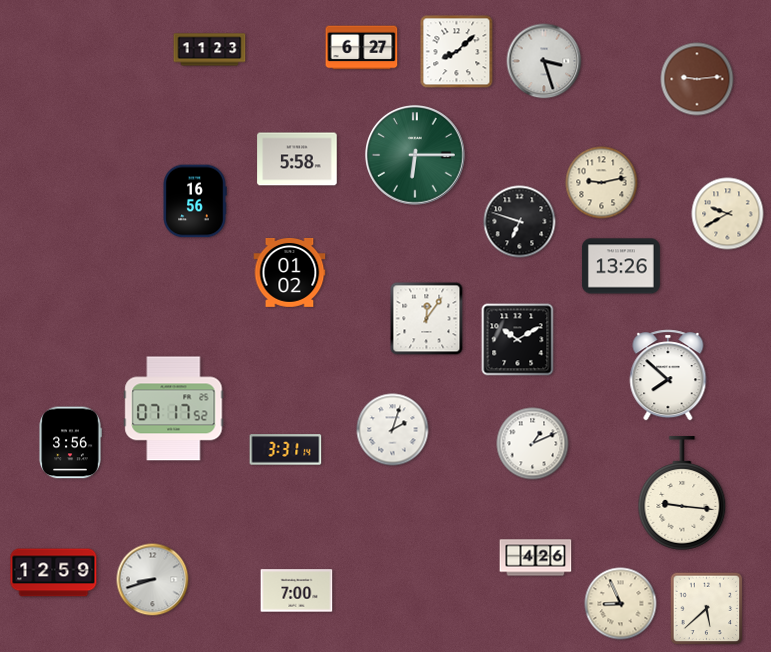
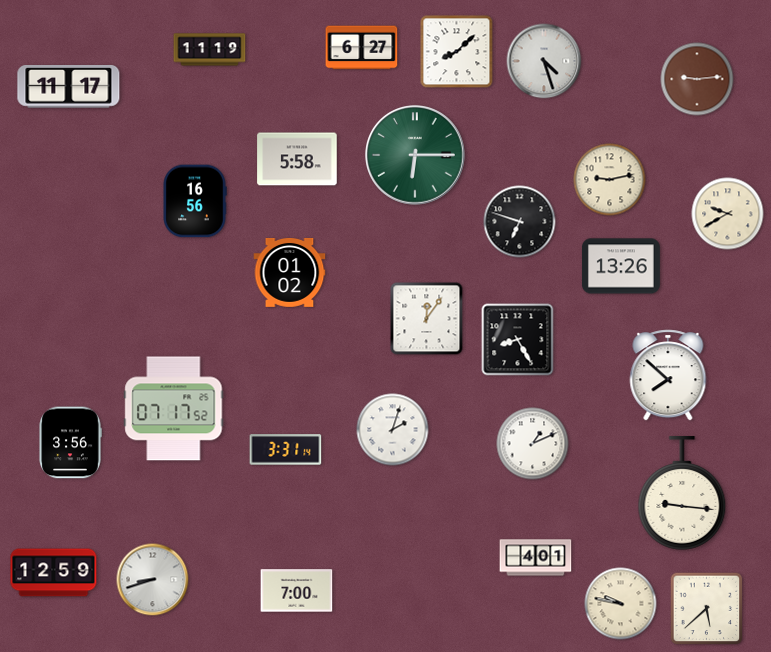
clock at (210, 50): 11:23 -> 11:19
clock at (544, 61): 3:27 -> 4:27
clock at (69, 87): none -> 11:17
clock at (602, 183) position: (602, 183) -> (610, 180)
clock at (518, 340): 10:10 -> 8:25
clock at (536, 558): 4:26 -> 4:01
clock at (621, 604): 8:56 -> 9:47
